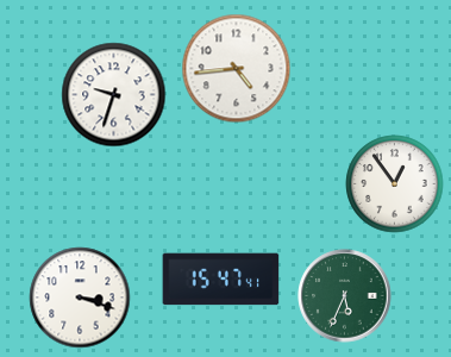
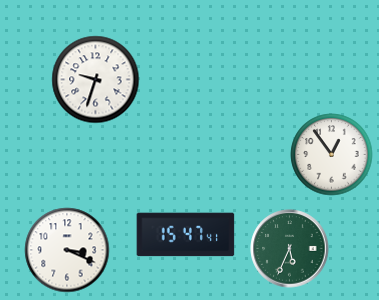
clock at (237, 69): 4:44 -> none
clock at (80, 297): 3:18 -> 3:19
